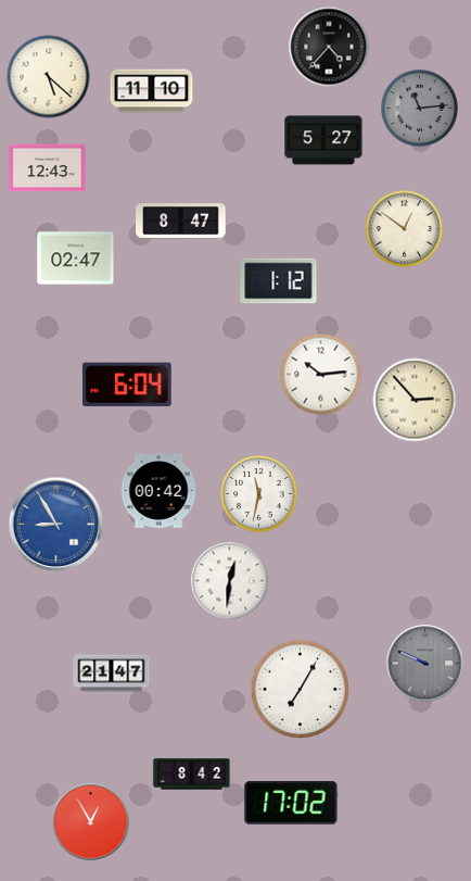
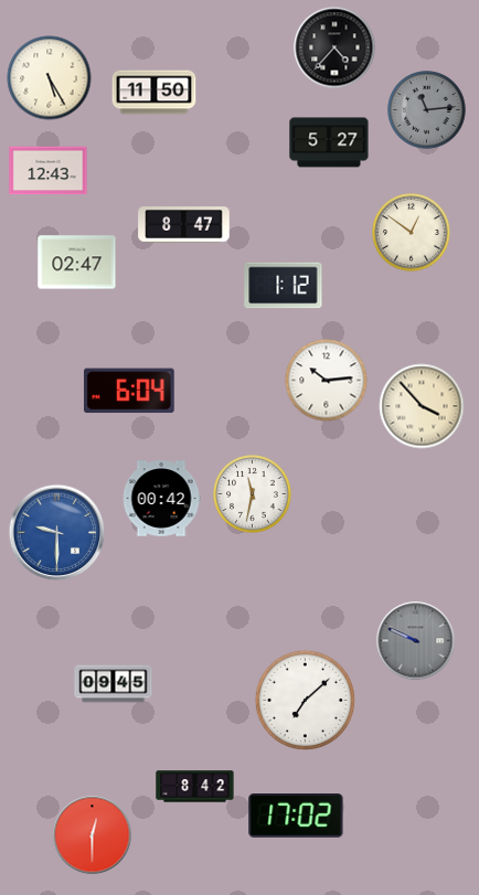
clock at (49, 77): 5:22 -> 5:25
clock at (152, 91): 11:10 -> 11:50
clock at (415, 400): 2:53 -> 3:53
clock at (259, 494) position: (259, 494) -> (253, 494)
clock at (56, 525): 8:55 -> 9:30
clock at (230, 581): 12:31 -> none
clock at (425, 664) position: (425, 664) -> (416, 641)
clock at (112, 674): 21:47 -> 09:45
clock at (301, 690): 7:05 -> 7:08
clock at (91, 822): 12:55 -> 12:30
